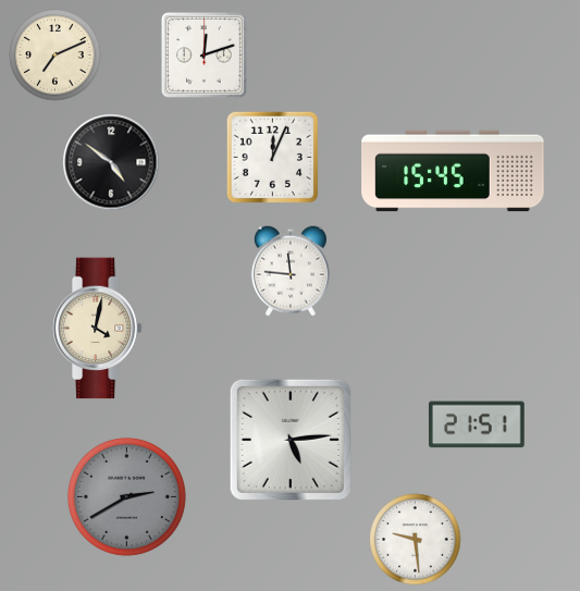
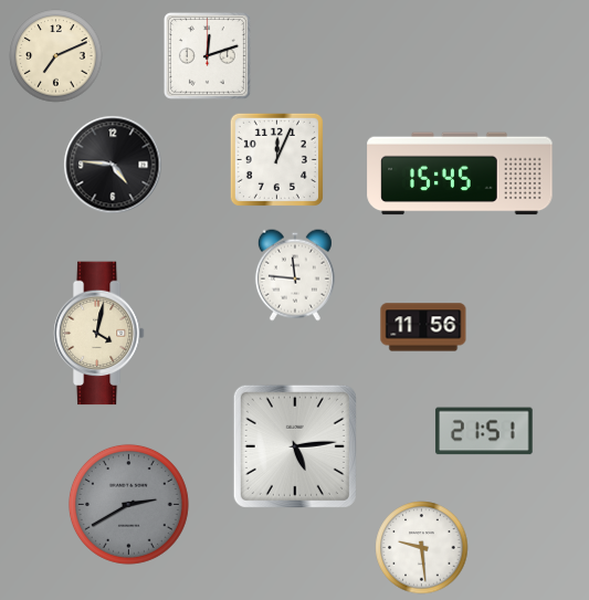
clock at (111, 162): 4:51 -> 4:46
clock at (423, 327): none -> 11:56
